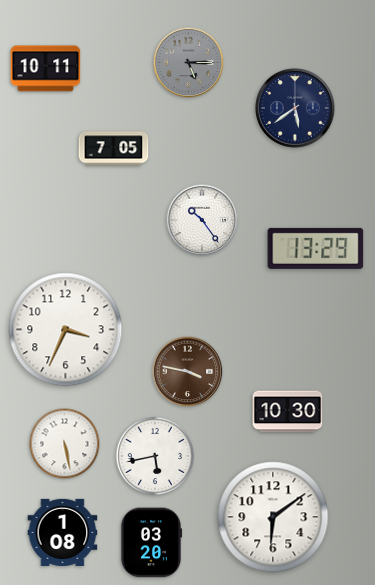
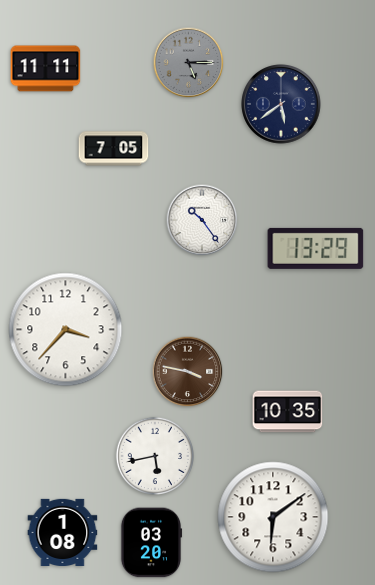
clock at (46, 69): 10:11 -> 11:11
clock at (295, 108) position: (295, 108) -> (281, 104)
clock at (66, 330): 3:34 -> 3:37
clock at (288, 412): 10:30 -> 10:35
clock at (65, 444): 5:28 -> none
